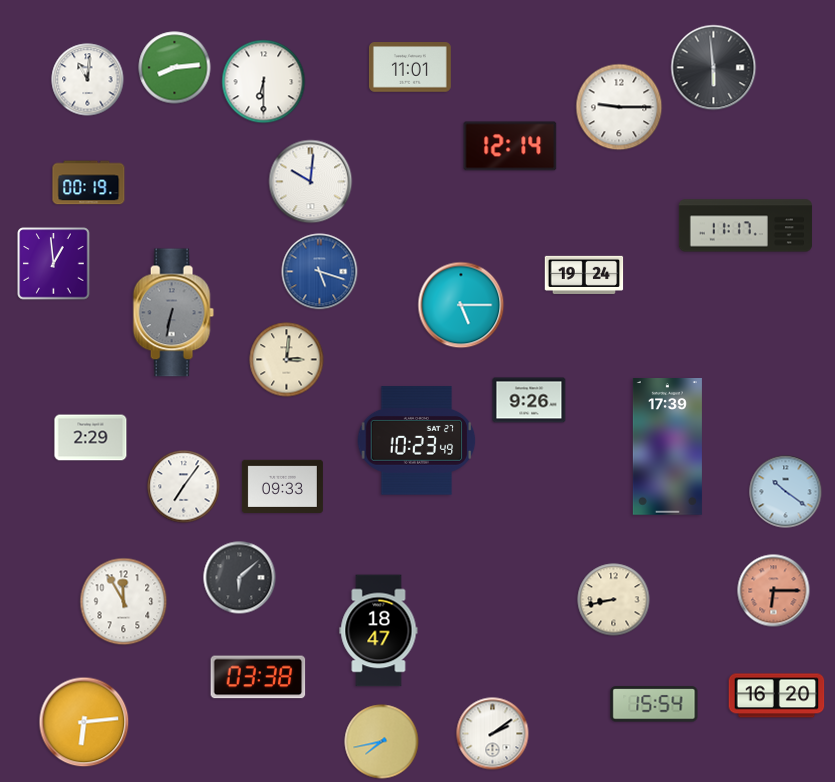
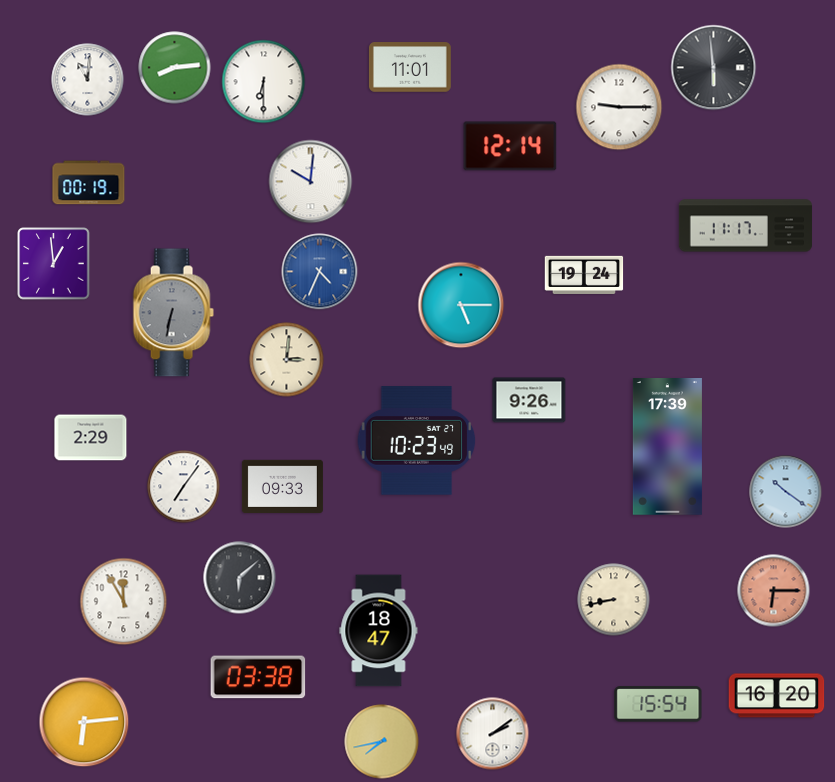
clock at (320, 272): 5:18 -> 4:34
clock at (654, 704) position: (654, 704) -> (658, 704)
